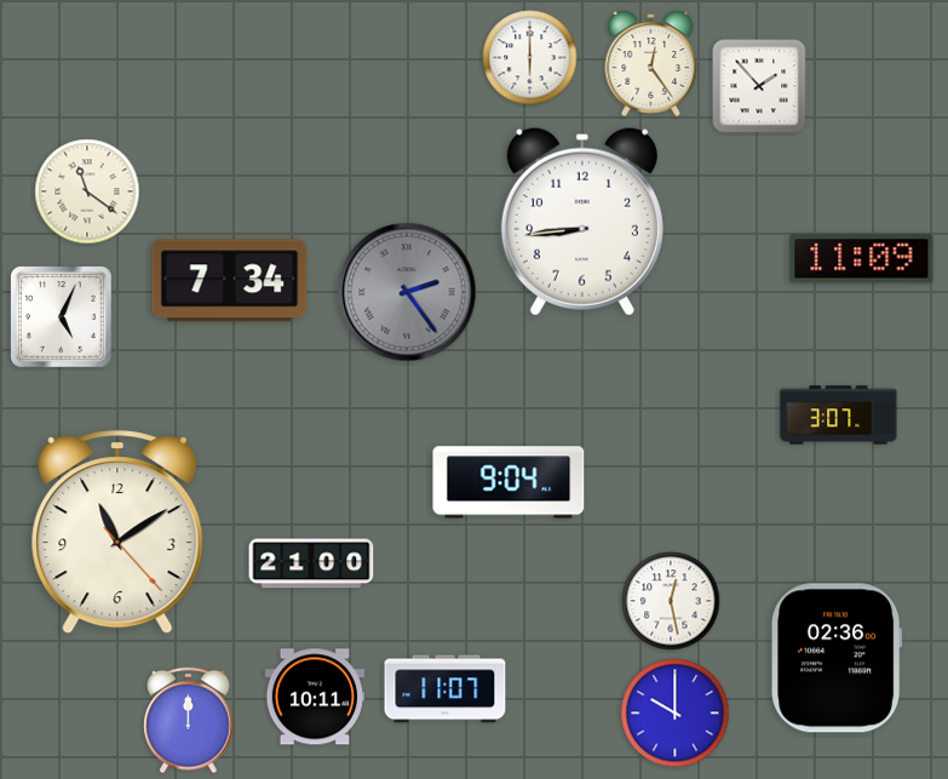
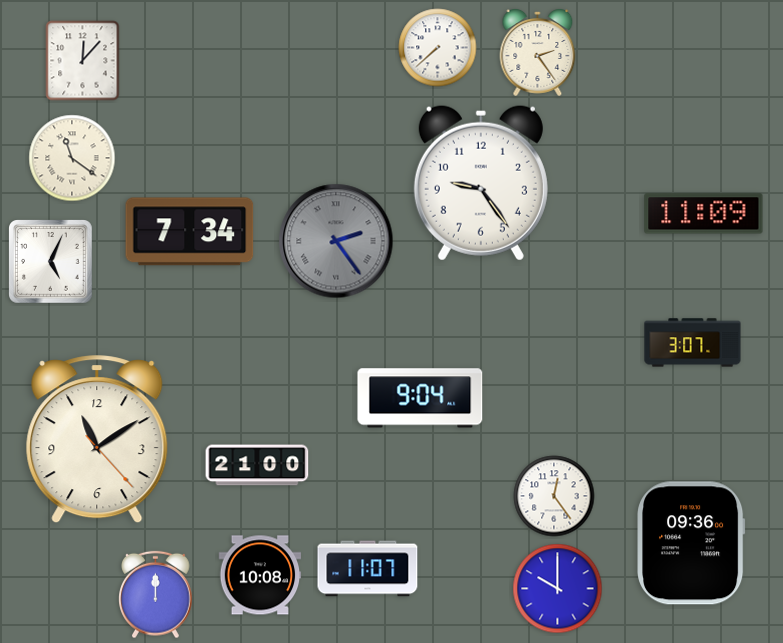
clock at (530, 58): 6:00 -> 7:38
clock at (651, 63): 12:24 -> 2:24
clock at (83, 61): none -> 12:07
clock at (759, 86): 1:53 -> none
clock at (582, 222): 8:44 -> 9:24
clock at (862, 259) position: (862, 259) -> (704, 214)
clock at (671, 601): 12:28 -> 12:24
clock at (837, 658): 02:36 -> 09:36
clock at (315, 697): 10:11 -> 10:08
